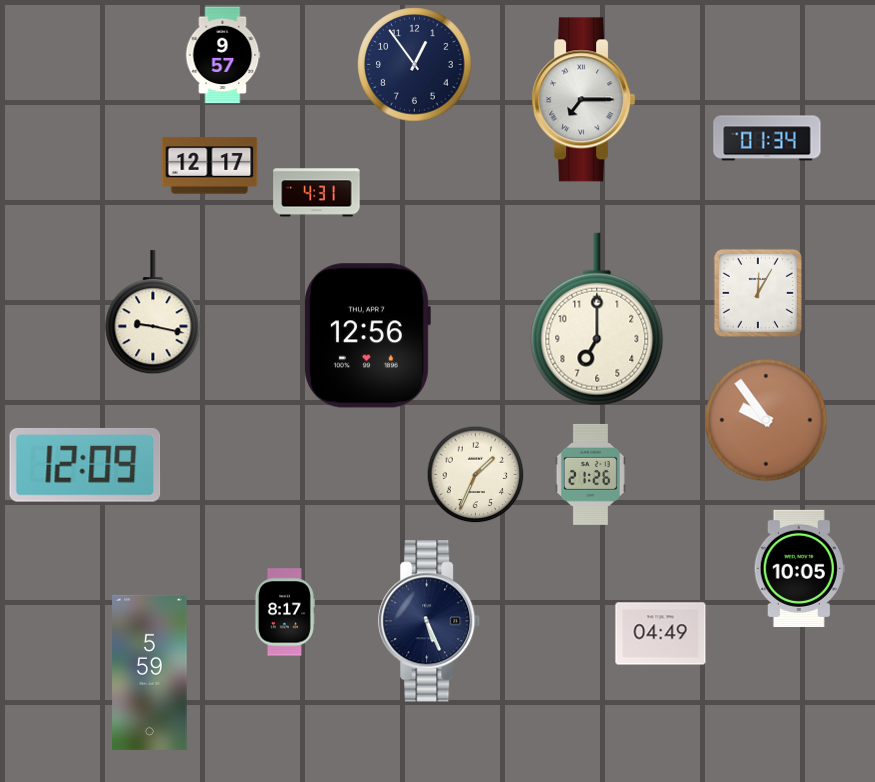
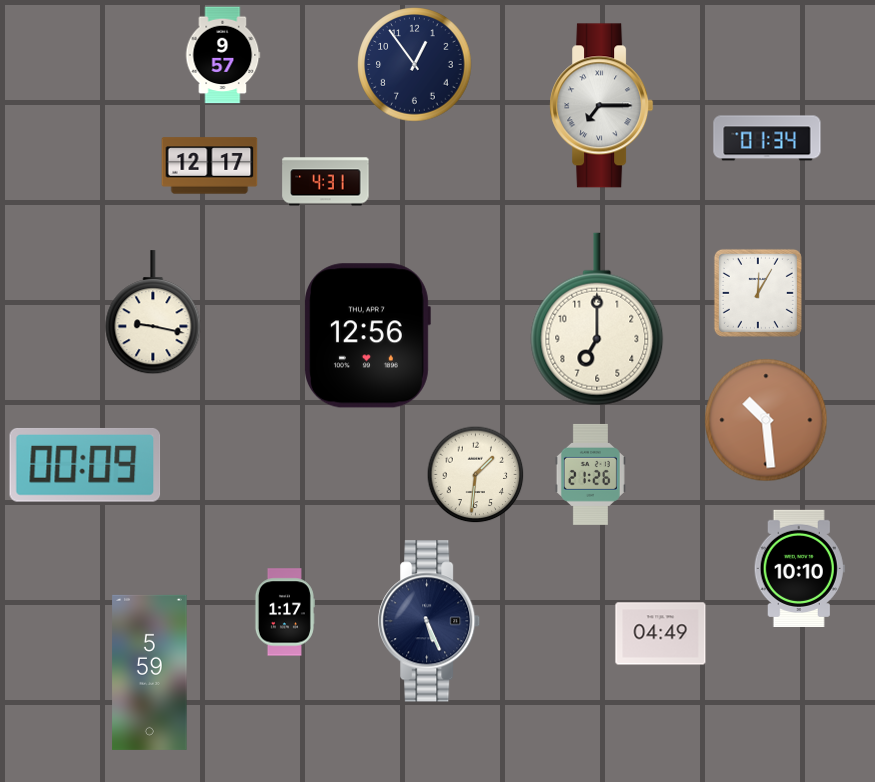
clock at (584, 100) position: (584, 100) -> (602, 106)
clock at (317, 193) position: (317, 193) -> (326, 182)
clock at (766, 420): 9:54 -> 10:29
clock at (85, 465): 12:09 -> 00:09
clock at (476, 475): 1:34 -> 1:31
clock at (799, 568): 10:05 -> 10:10
clock at (284, 612): 8:17 -> 1:17
